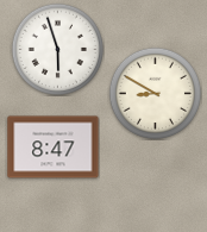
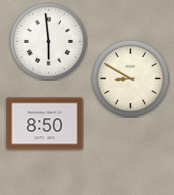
clock at (57, 49): 5:57 -> 5:59
clock at (54, 148): 8:47 -> 8:50
